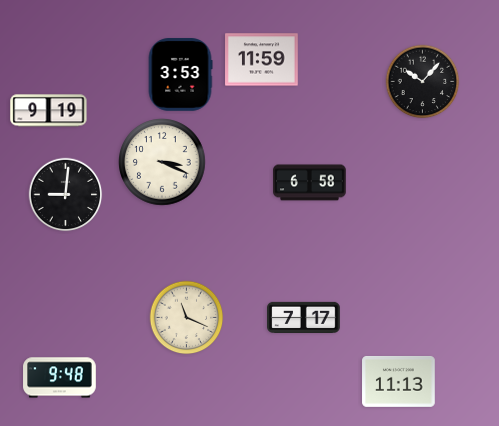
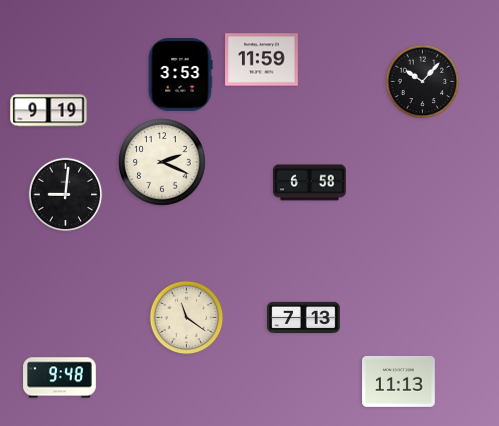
clock at (163, 163): 3:19 -> 2:19
clock at (304, 317): 7:17 -> 7:13
clock at (187, 318): 11:19 -> 11:21
